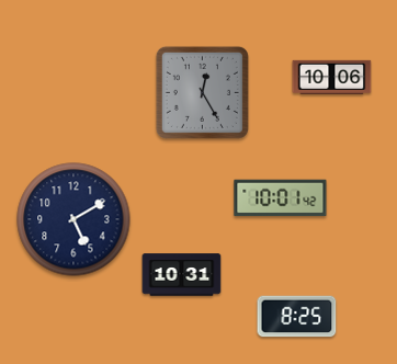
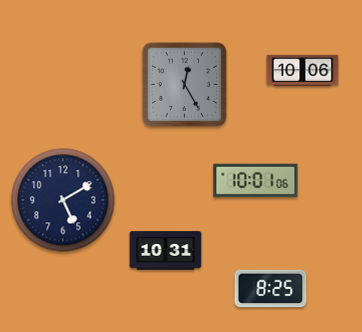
clock at (281, 198): 10:01:42 -> 10:01:06
clock at (73, 219) position: (73, 219) -> (63, 200)
